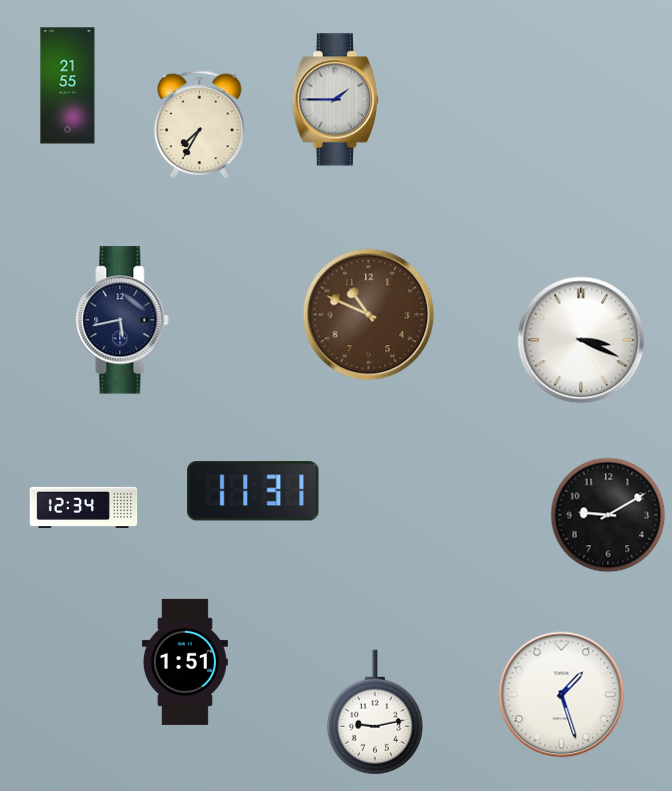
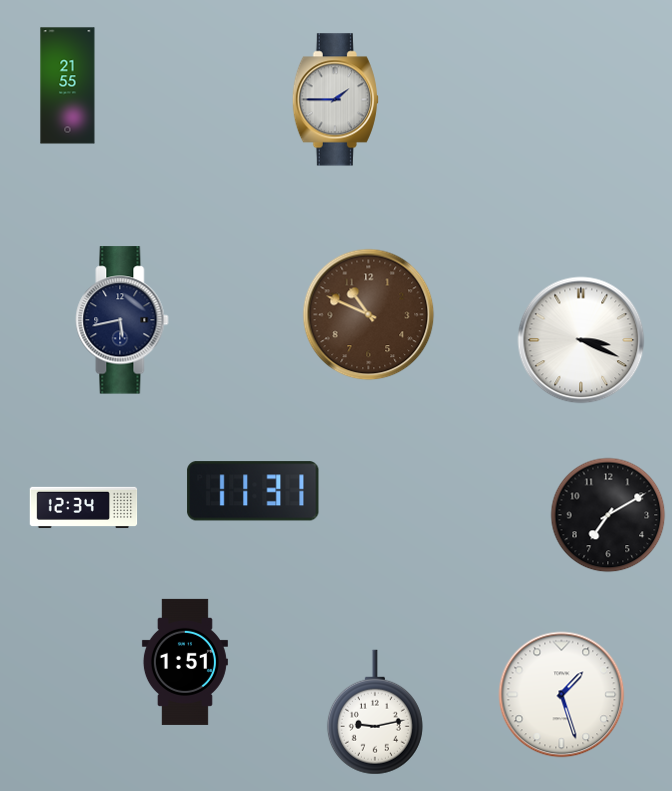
clock at (200, 125): 7:35 -> none
clock at (608, 515): 9:10 -> 7:10
